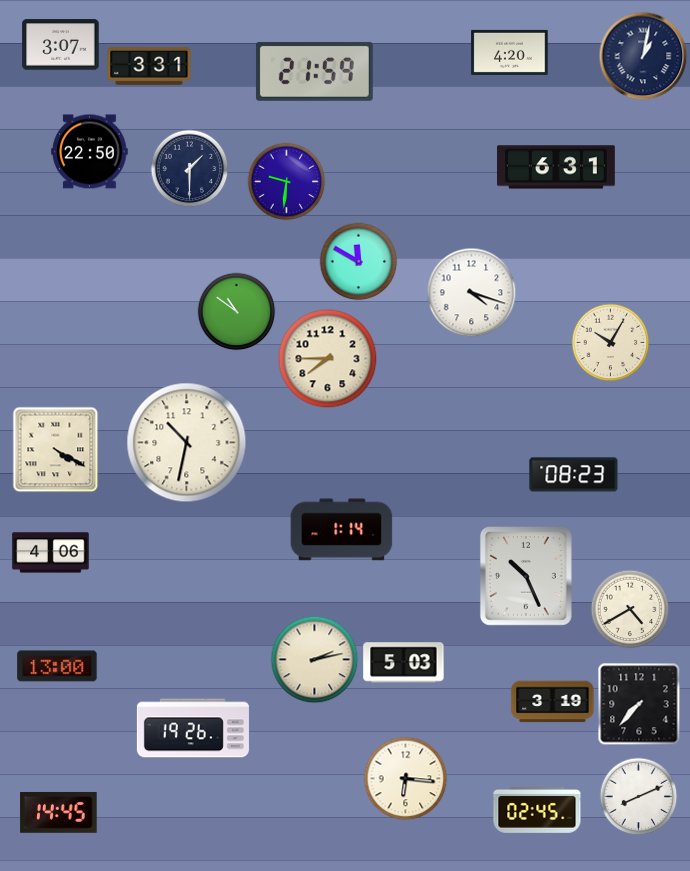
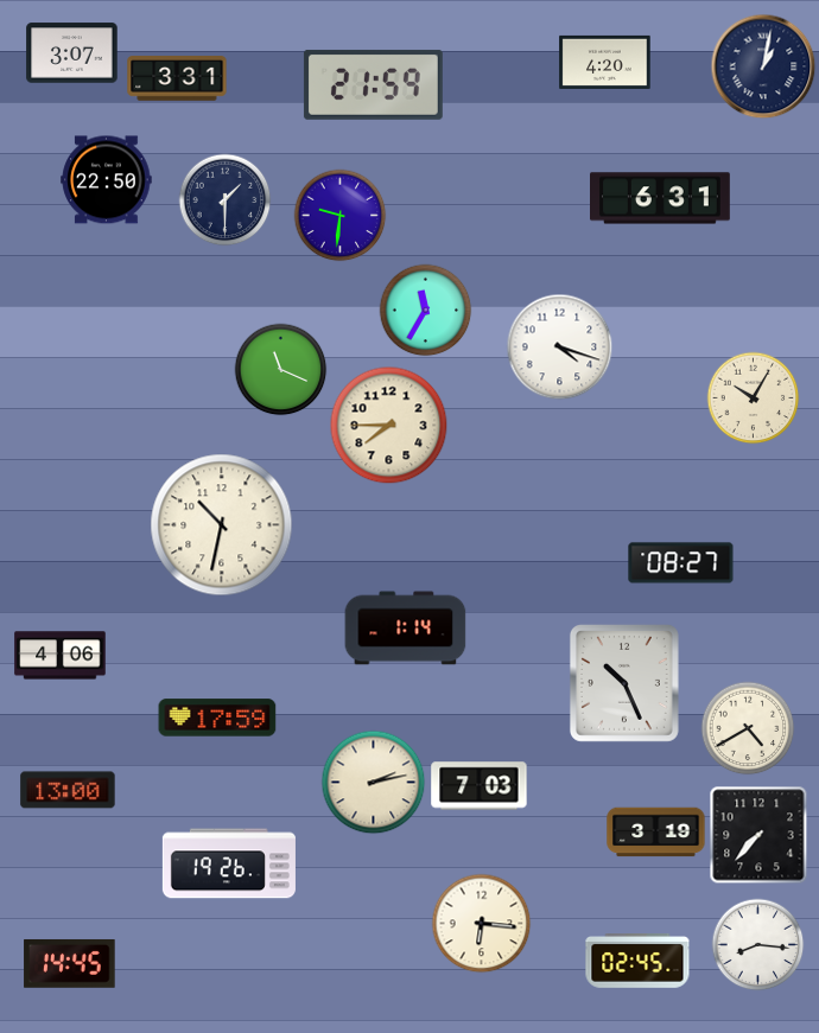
clock at (358, 261): 11:50 -> 11:35
clock at (236, 311): 10:51 -> 11:19
clock at (610, 342) position: (610, 342) -> (753, 397)
clock at (55, 449): 4:20 -> none
clock at (574, 475): 08:23 -> 08:27
clock at (217, 718): none -> 17:59
clock at (630, 609) position: (630, 609) -> (748, 728)
clock at (404, 663): 5:03 -> 7:03
clock at (638, 796): 8:11 -> 8:16
